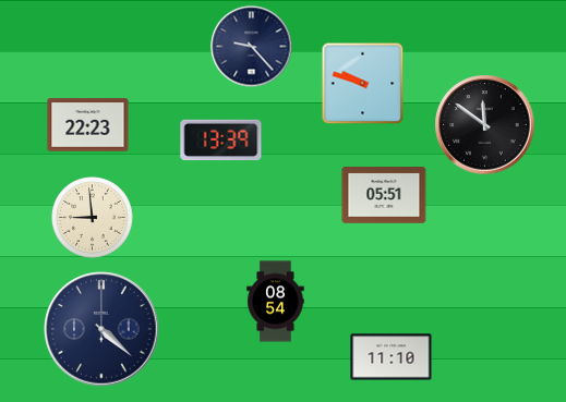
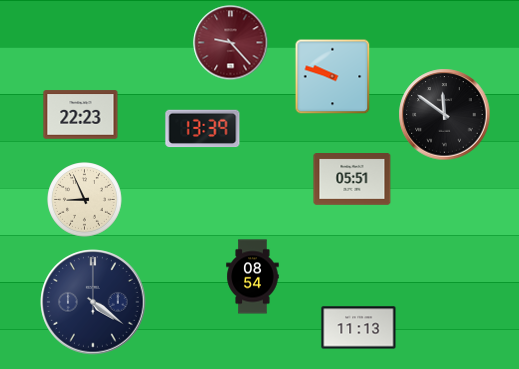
clock at (252, 47) dial: navy -> burgundy
clock at (93, 218): 8:59 -> 8:56
clock at (101, 329): 4:22 -> 4:21
clock at (392, 357): 11:10 -> 11:13
